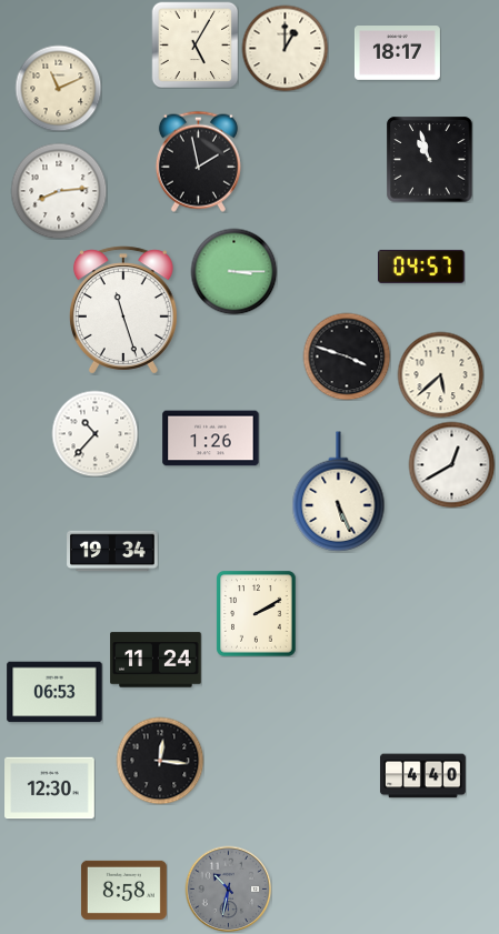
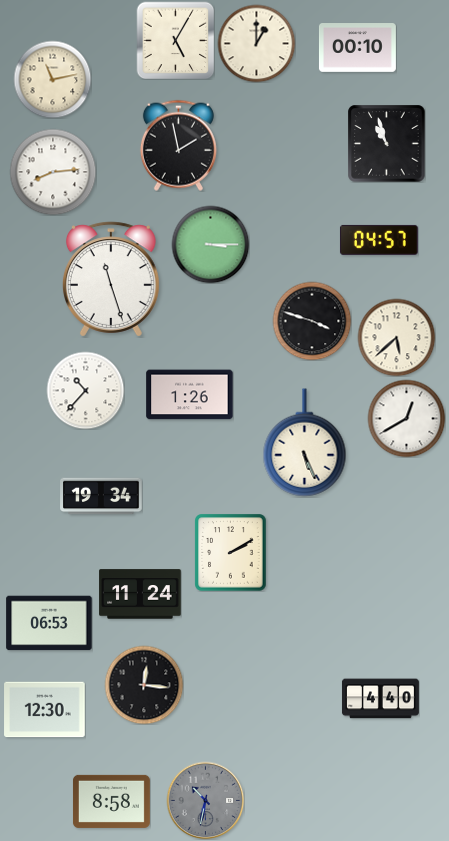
clock at (397, 53): 18:17 -> 00:10
clock at (58, 88): 11:11 -> 11:13
